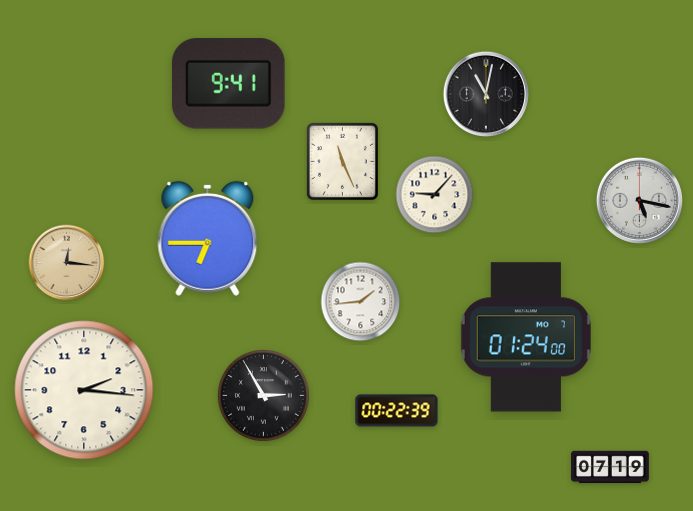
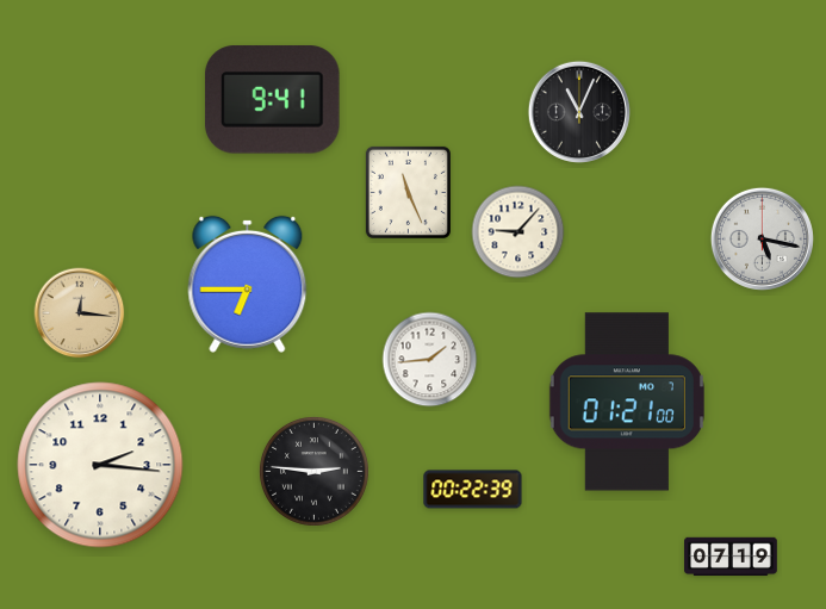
clock at (486, 94): 11:02 -> 11:04
clock at (526, 337): 01:24 -> 01:21
clock at (263, 395): 2:55 -> 2:46
clock at (610, 467) position: (610, 467) -> (731, 557)
